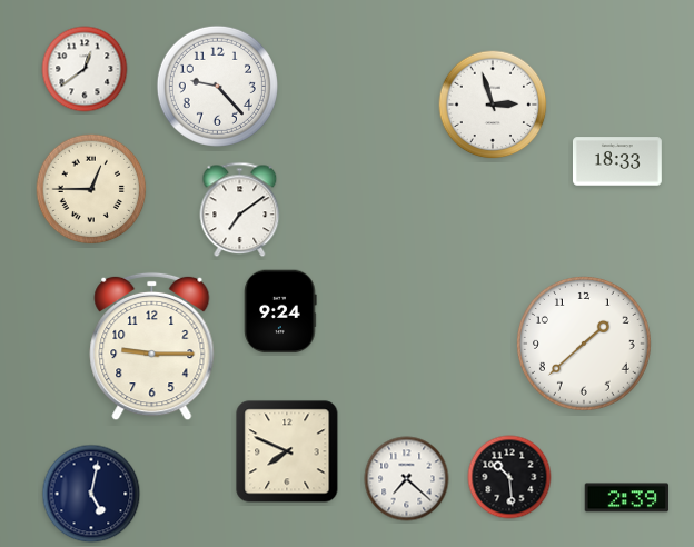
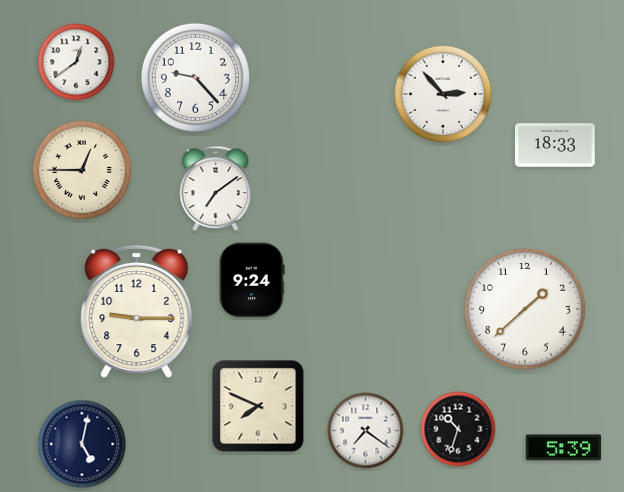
clock at (493, 105): 2:57 -> 2:53
clock at (509, 477): 10:29 -> 10:33
clock at (407, 479): 7:22 -> 7:21
clock at (627, 498): 2:39 -> 5:39
